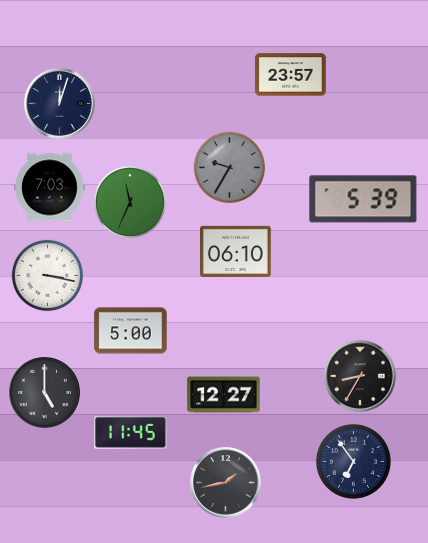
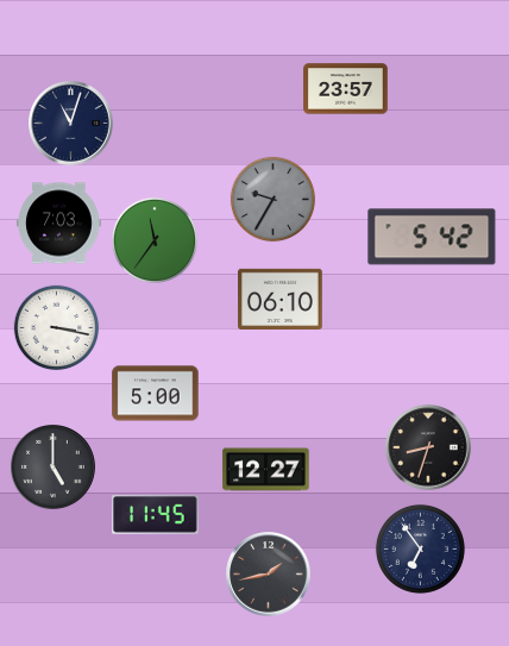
clock at (60, 104): 12:03 -> 11:03
clock at (363, 199): 5:39 -> 5:42
clock at (129, 201): 11:34 -> 11:36
clock at (360, 376): 8:35 -> 8:33
